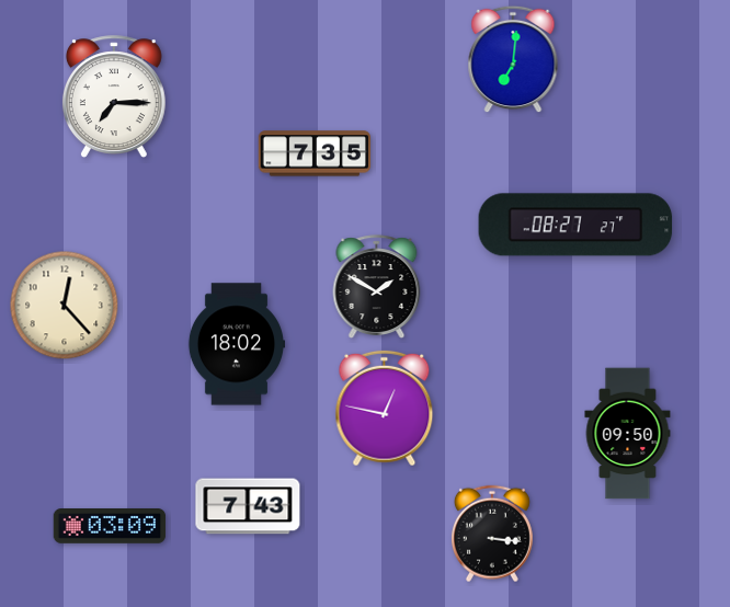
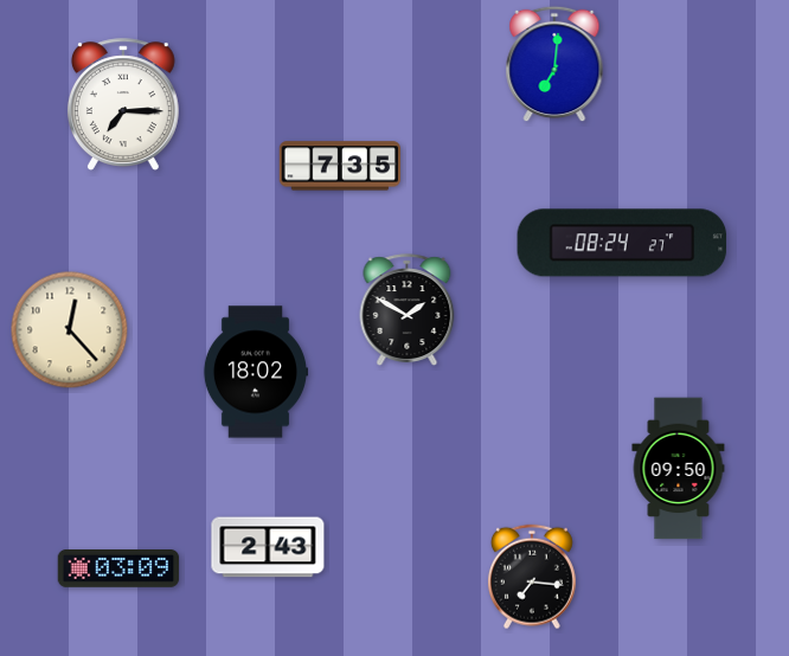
clock at (575, 225): 08:27 -> 08:24
clock at (385, 409): 12:47 -> none
clock at (248, 506): 7:43 -> 2:43
clock at (492, 534): 3:16 -> 7:16
